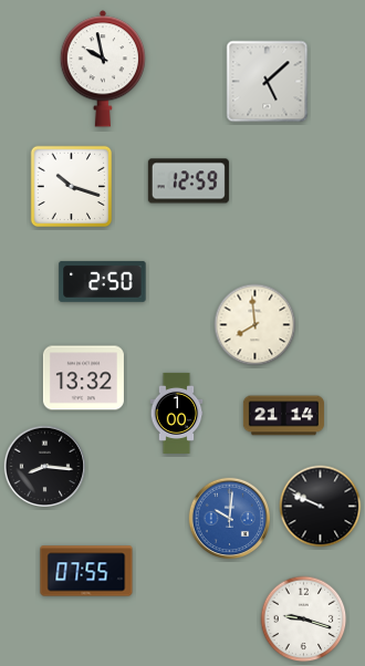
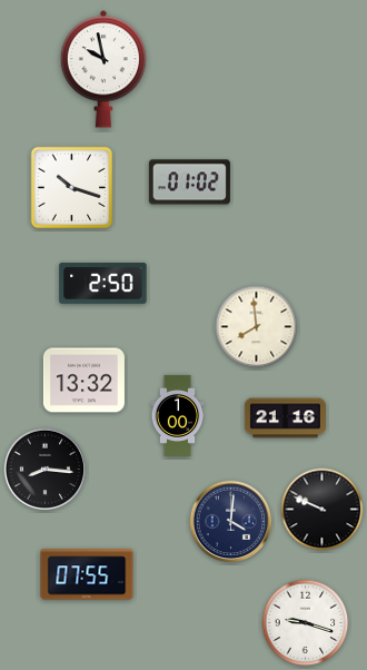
clock at (268, 82): 5:08 -> none
clock at (188, 181): 12:59 -> 01:02
clock at (283, 416): 21:14 -> 21:16
clock at (230, 519): 10:01 -> 4:01
clock at (230, 519) dial: blue -> navy
